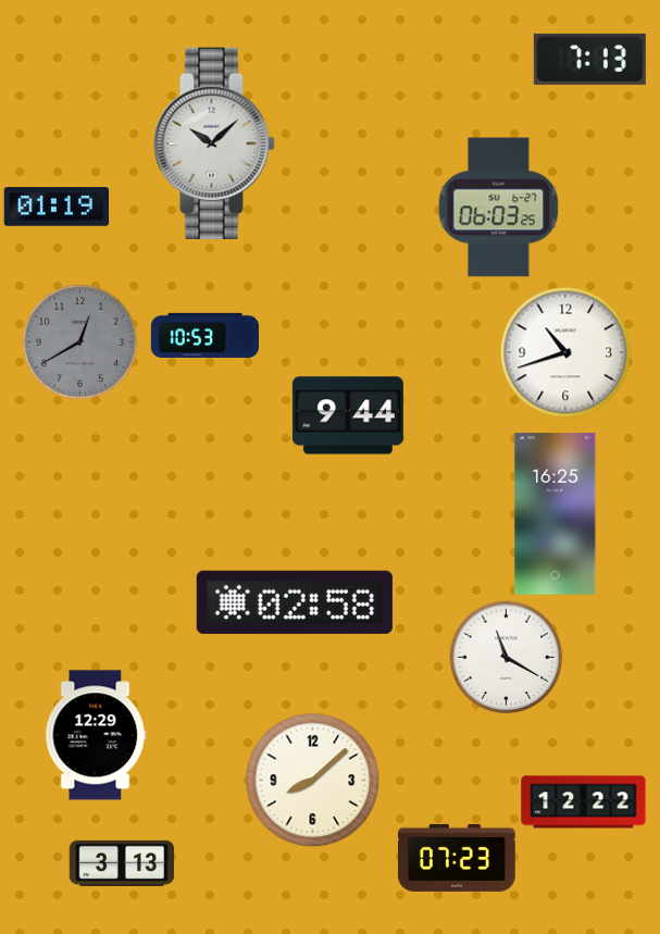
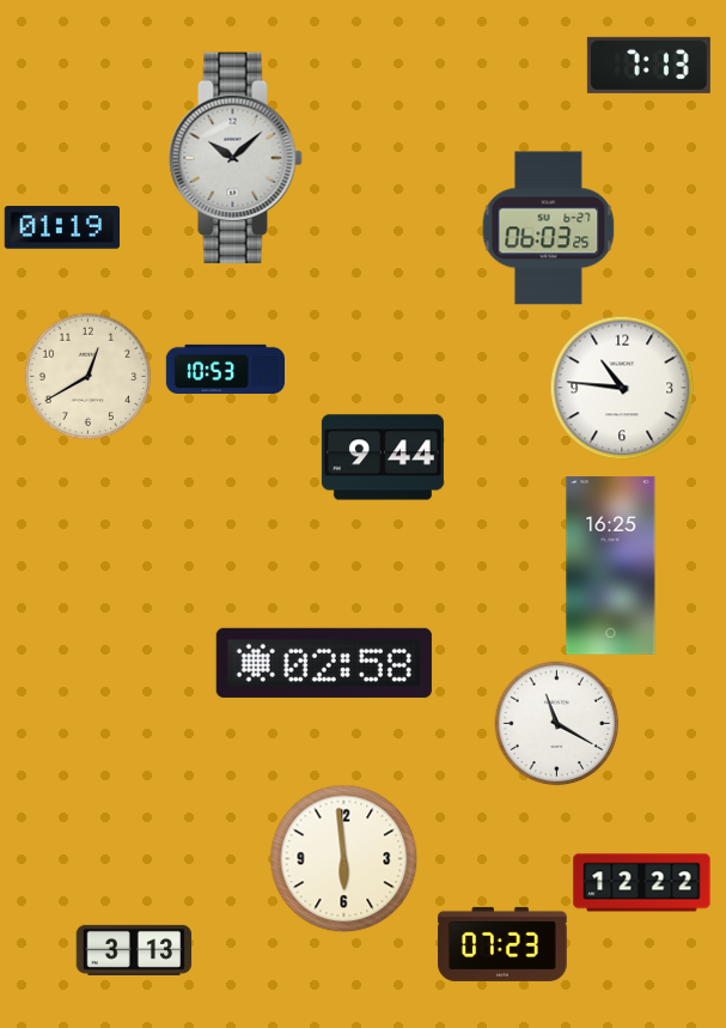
clock at (80, 343) dial: grey -> cream
clock at (565, 352): 10:42 -> 10:46
clock at (96, 735): 12:29 -> none
clock at (313, 781): 8:08 -> 5:59
